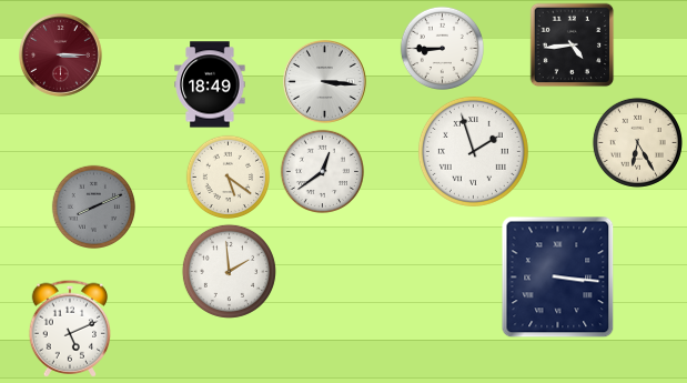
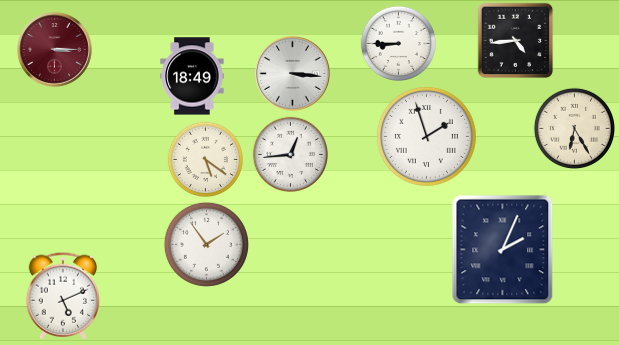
clock at (210, 84) position: (210, 84) -> (192, 76)
clock at (322, 171): 12:39 -> 12:44
clock at (93, 206): 8:11 -> none
clock at (229, 271): 1:59 -> 1:54
clock at (558, 278): 3:16 -> 2:04
